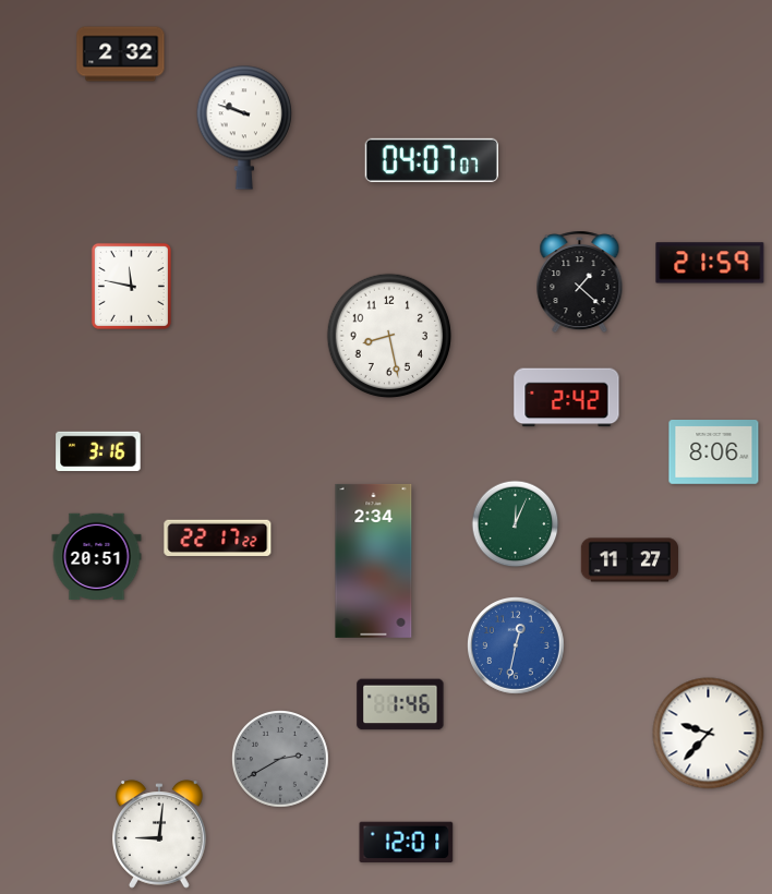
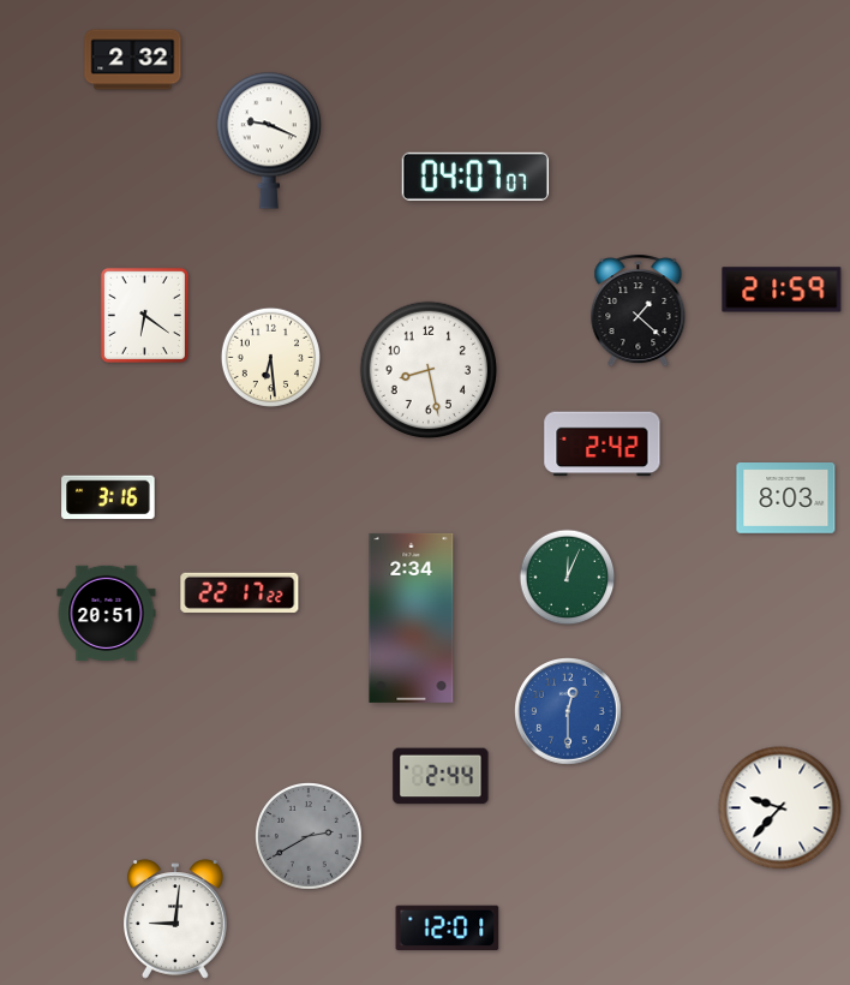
clock at (243, 128): 9:48 -> 9:19
clock at (131, 286): 11:47 -> 6:21
clock at (270, 357): none -> 6:29
clock at (567, 398) position: (567, 398) -> (603, 444)
clock at (714, 452): 8:06 -> 8:03
clock at (629, 560): 11:27 -> none
clock at (516, 645): 12:32 -> 12:30
clock at (400, 704): 1:46 -> 2:44
